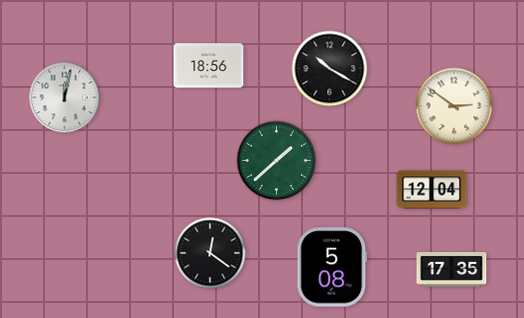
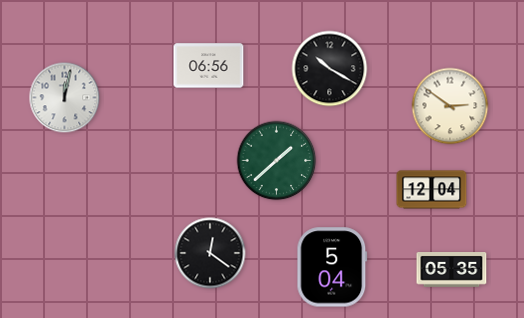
clock at (209, 66): 18:56 -> 06:56
clock at (454, 106) position: (454, 106) -> (450, 106)
clock at (332, 267): 5:08 -> 5:04
clock at (452, 270): 17:35 -> 05:35
